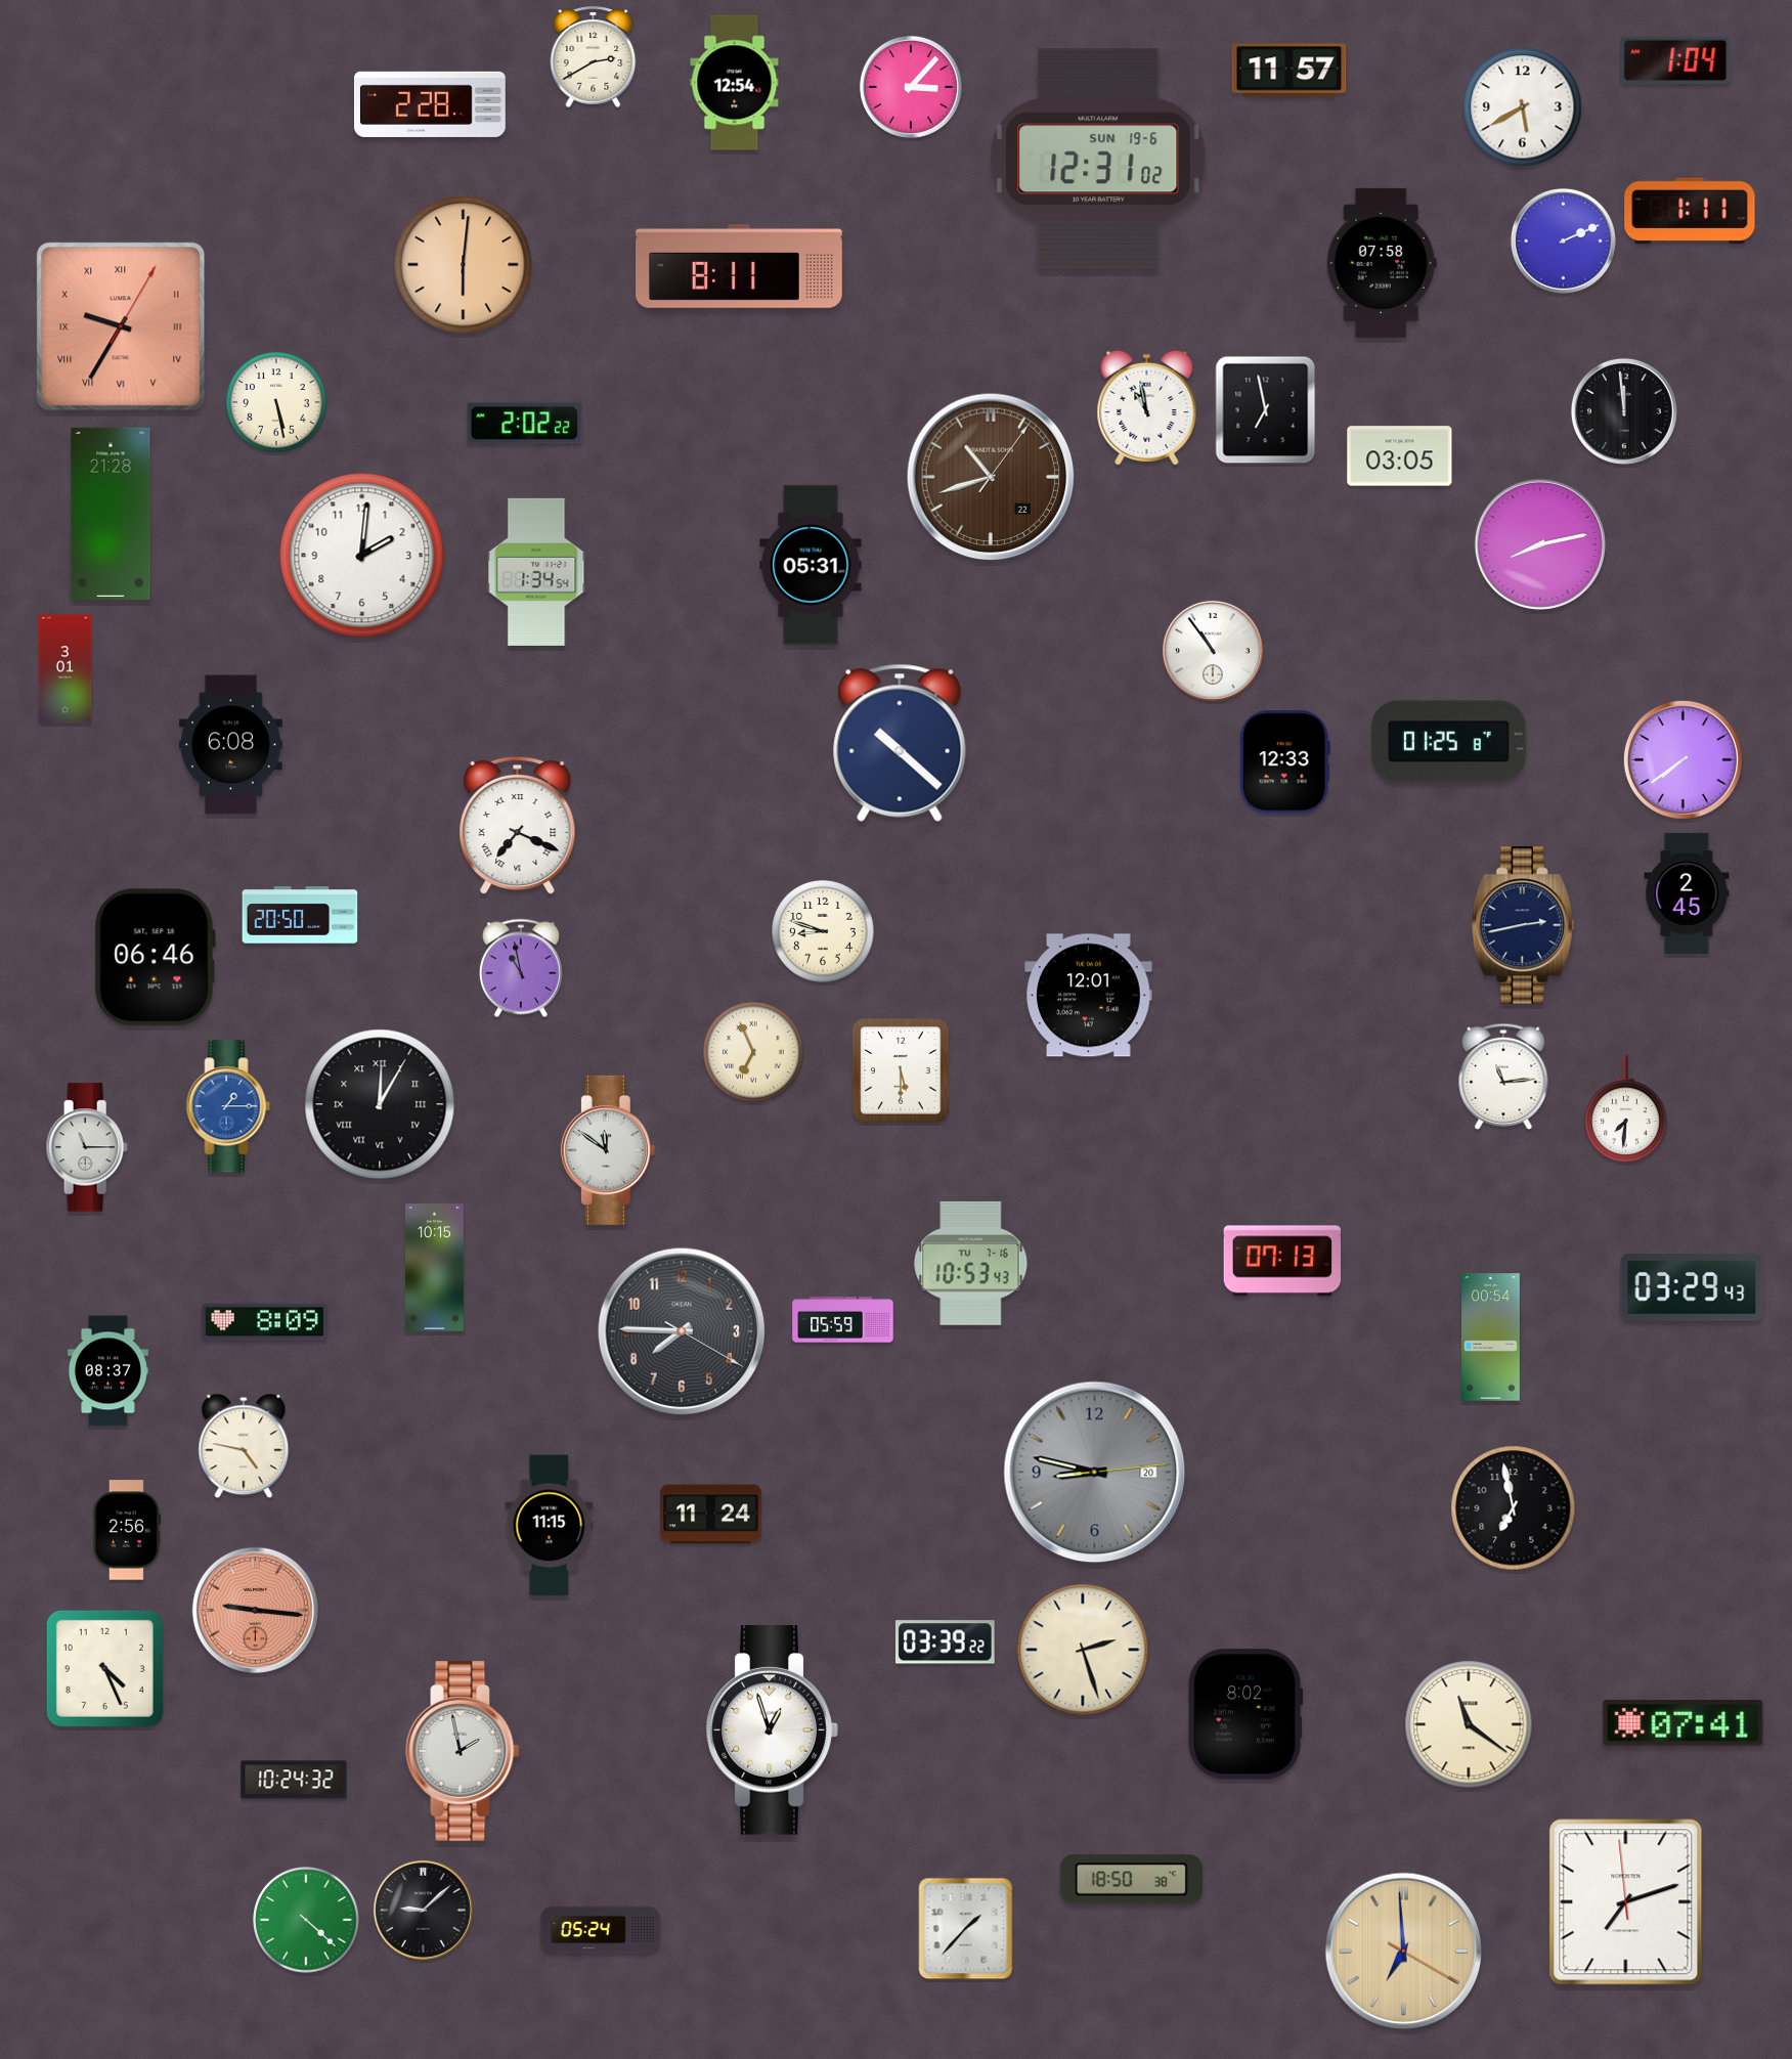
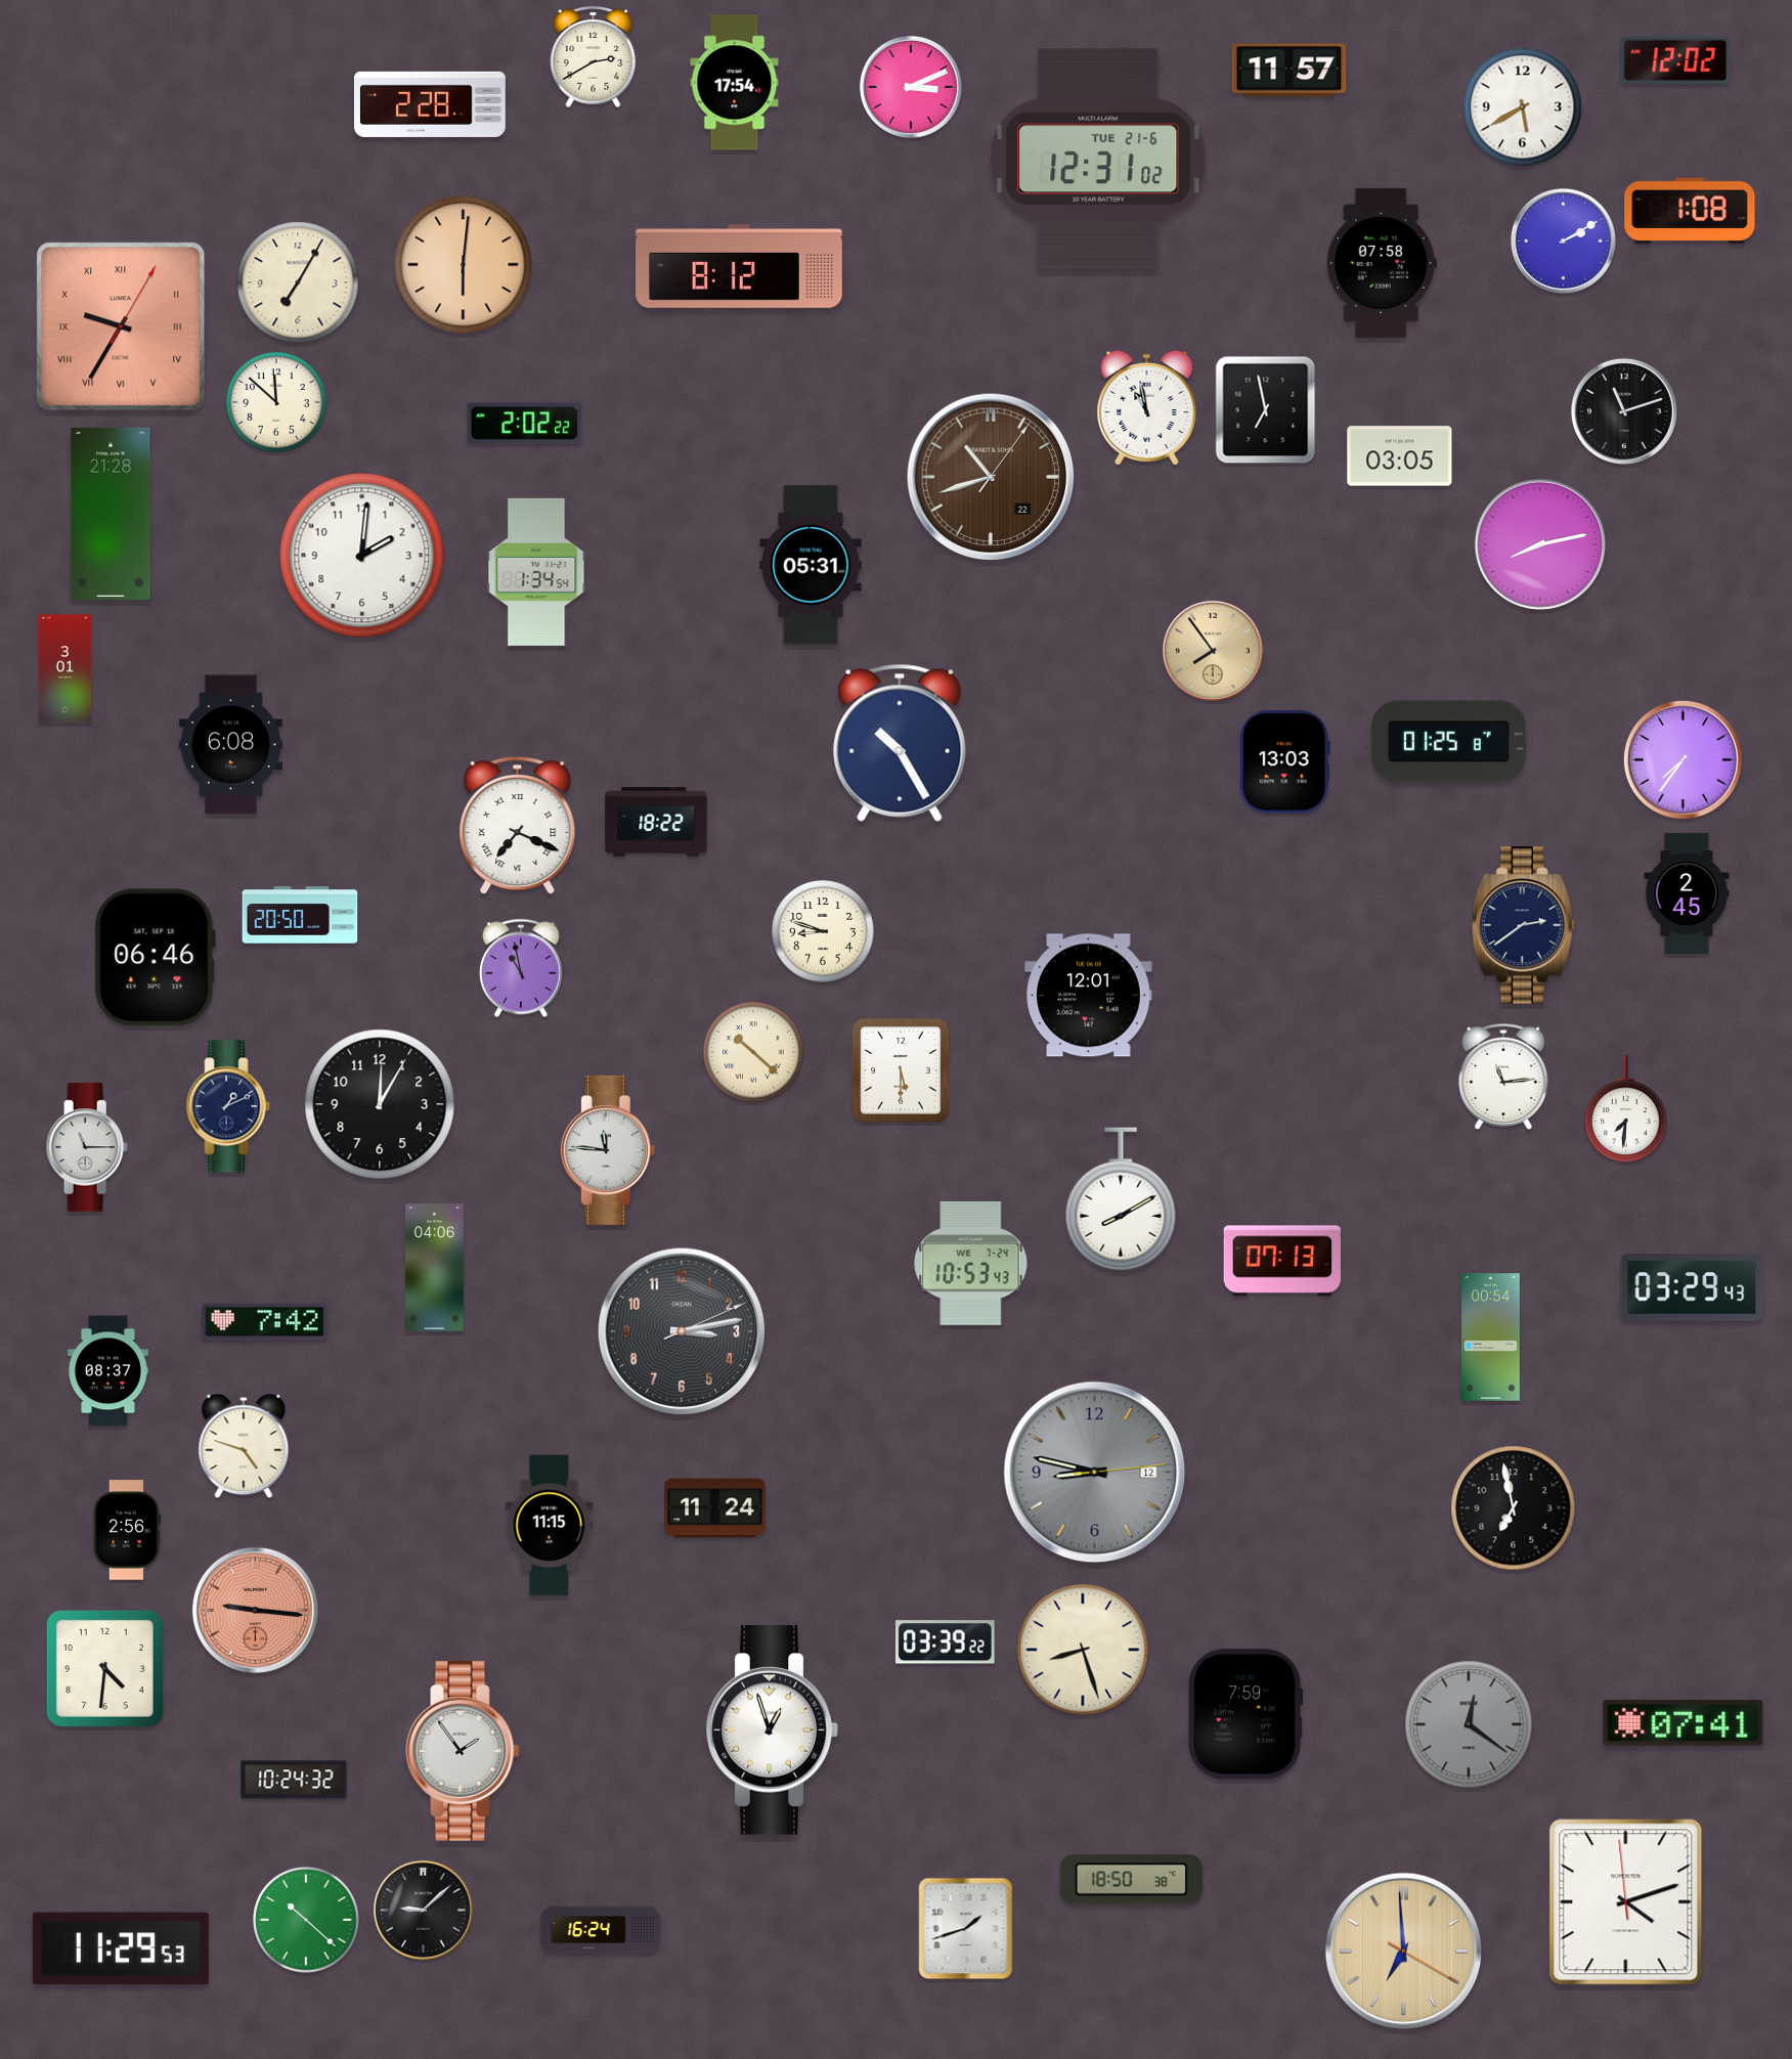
clock at (1675, 60): 1:04 -> 12:02
clock at (735, 83): 12:54 -> 17:54
clock at (911, 87): 3:07 -> 3:11
clock at (1098, 159) date: SUN 19-6 -> TUE 21-6
clock at (1690, 210): 1:11 -> 1:08
clock at (1563, 240): 2:11 -> 2:10
clock at (740, 267): 8:11 -> 8:12
clock at (298, 282): none -> 7:05
clock at (276, 402): 5:28 -> 11:52
clock at (1624, 411): 11:59 -> 11:12
clock at (1213, 651): 10:54 -> 7:54
clock at (1213, 651) dial: white -> champagne
clock at (900, 743): 10:22 -> 10:25
clock at (1682, 759): 7:39 -> 7:36
clock at (1284, 762): 12:33 -> 13:03
clock at (656, 822): none -> 18:22
clock at (1523, 925): 2:43 -> 2:39
clock at (753, 1052): 6:56 -> 10:22
clock at (380, 1104) numerals: Roman -> Arabic
clock at (228, 1106): 1:15 -> 1:11
clock at (228, 1106) dial: blue -> navy
clock at (608, 1150): 11:51 -> 11:46
clock at (1121, 1199): none -> 8:10
clock at (971, 1263) date: TU 7-16 -> WE 7-24
clock at (434, 1268): 10:15 -> 04:06
clock at (843, 1320): 05:59 -> none
clock at (265, 1322): 8:09 -> 7:42
clock at (682, 1331): 7:45 -> 3:13
clock at (244, 1446): 4:47 -> 4:48
clock at (1095, 1473) date: 20 -> 12
clock at (711, 1515) position: (711, 1515) -> (715, 1508)
clock at (1083, 1650): 2:27 -> 8:27
clock at (104, 1668): 4:26 -> 4:31
clock at (1245, 1714): 8:02 -> 7:59
clock at (1469, 1724): 11:21 -> 12:21
clock at (1469, 1724) dial: cream -> grey
clock at (463, 1751): 1:58 -> 1:54
clock at (1626, 1902): 7:11 -> 4:11
clock at (306, 1920): 4:22 -> 10:22
clock at (966, 1929): 1:37 -> 1:42
clock at (600, 1930): 05:24 -> 16:24
clock at (121, 1948): none -> 11:29
